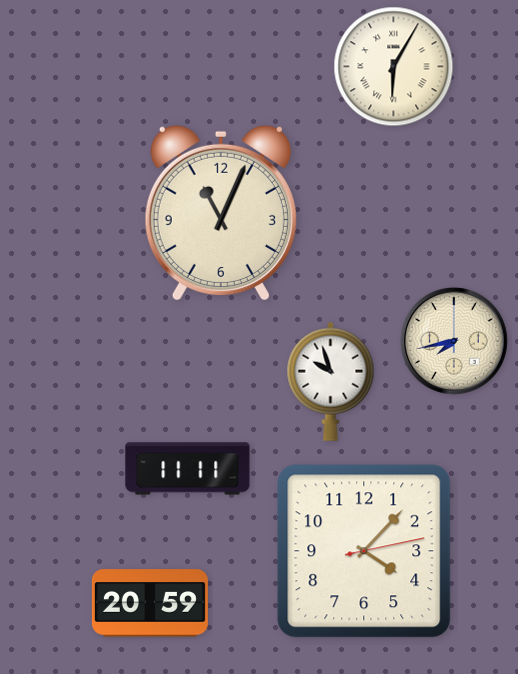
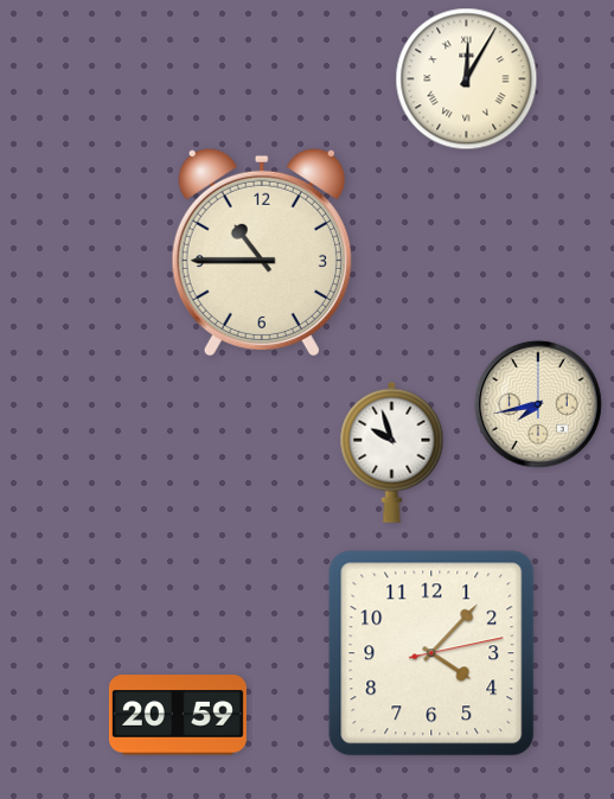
clock at (394, 67): 6:05 -> 12:05
clock at (221, 212): 11:04 -> 10:45
clock at (188, 469): 11:11 -> none
